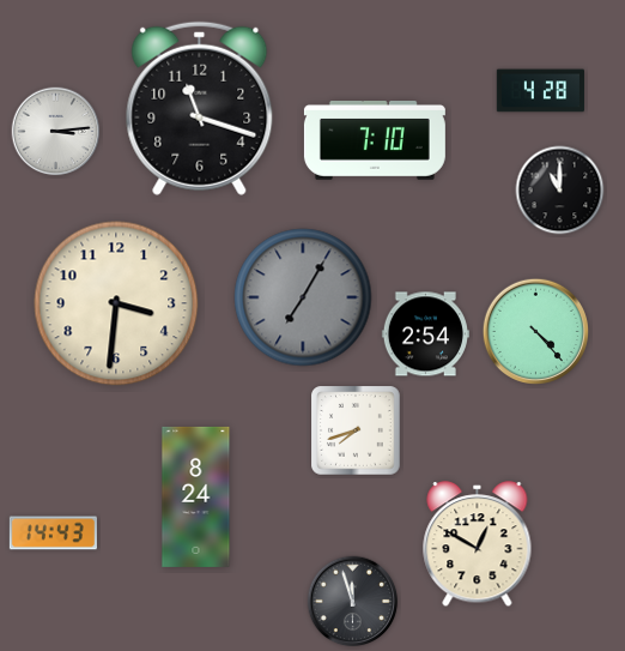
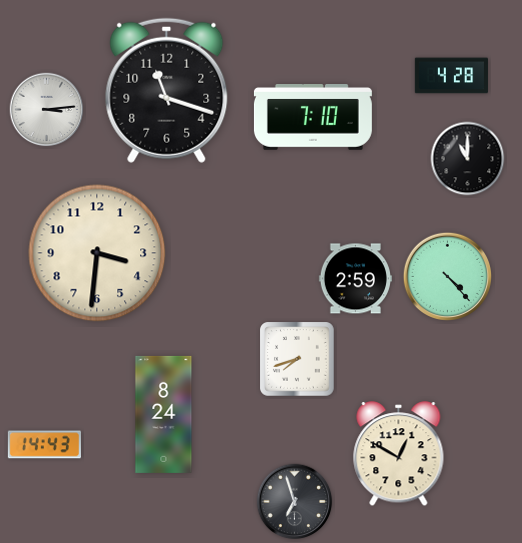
clock at (303, 297): 7:05 -> none
clock at (425, 334): 2:54 -> 2:59
clock at (353, 602): 11:57 -> 6:57
